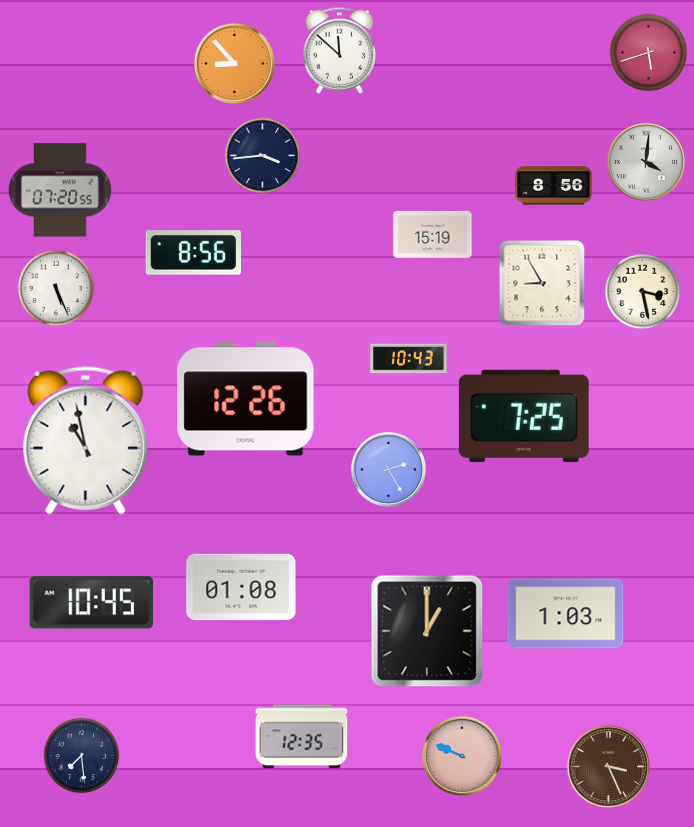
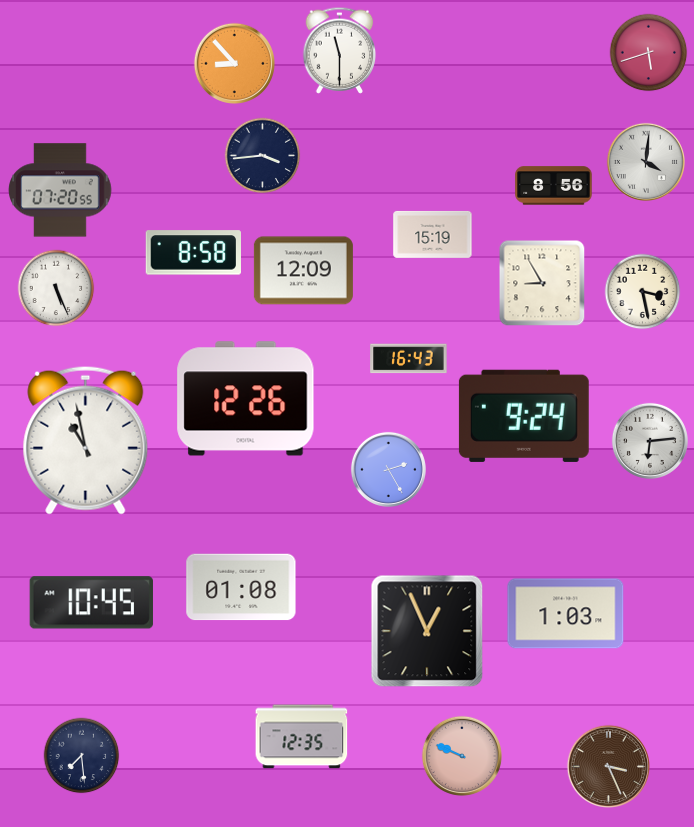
clock at (340, 50): 11:52 -> 11:30
clock at (193, 253): 8:56 -> 8:58
clock at (303, 271): none -> 12:09
clock at (409, 359): 10:43 -> 16:43
clock at (524, 416): 7:25 -> 9:24
clock at (650, 441): none -> 6:14
clock at (427, 631): 1:00 -> 12:56
